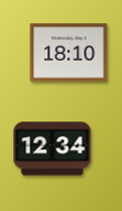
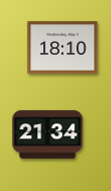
clock at (53, 149): 12:34 -> 21:34
